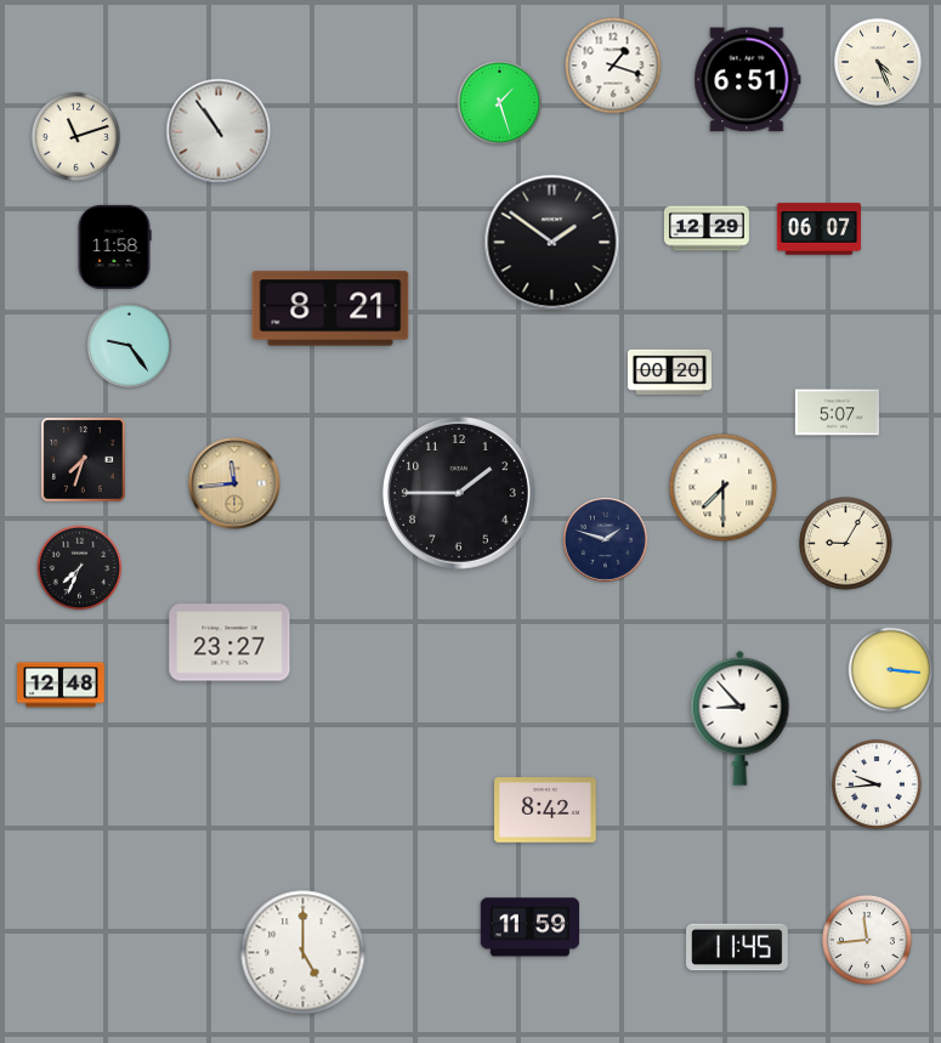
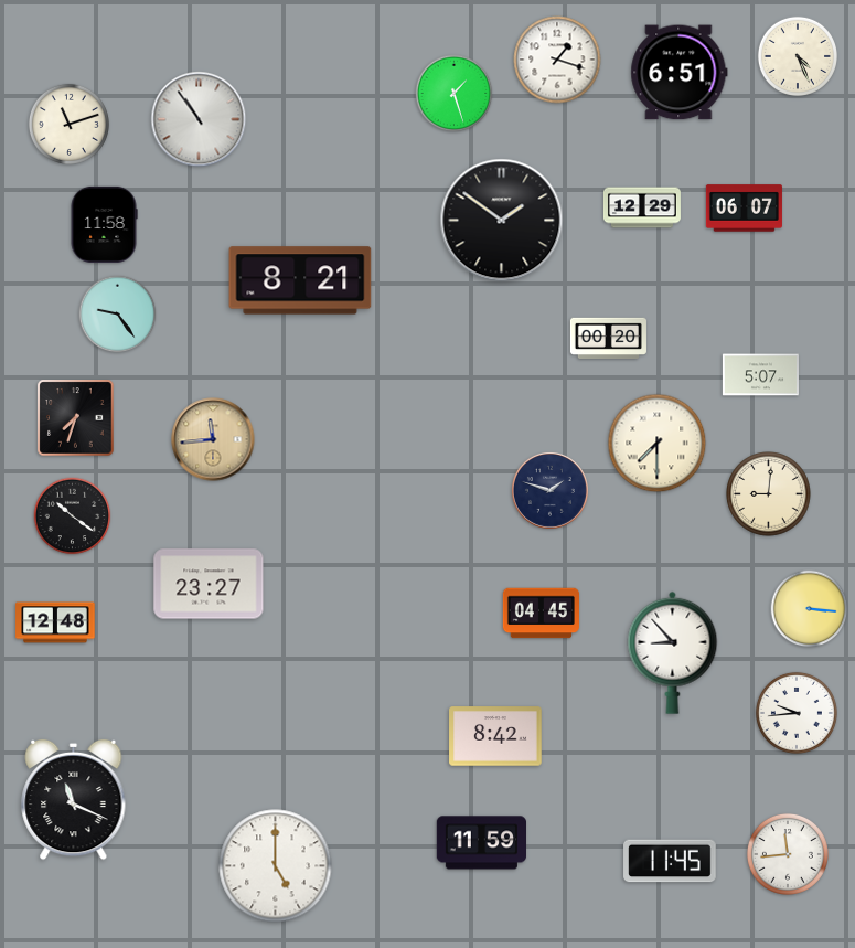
clock at (459, 493): 1:45 -> none
clock at (846, 544): 9:05 -> 9:01
clock at (80, 568): 7:34 -> 10:21
clock at (541, 614): none -> 04:45
clock at (74, 800): none -> 11:19
